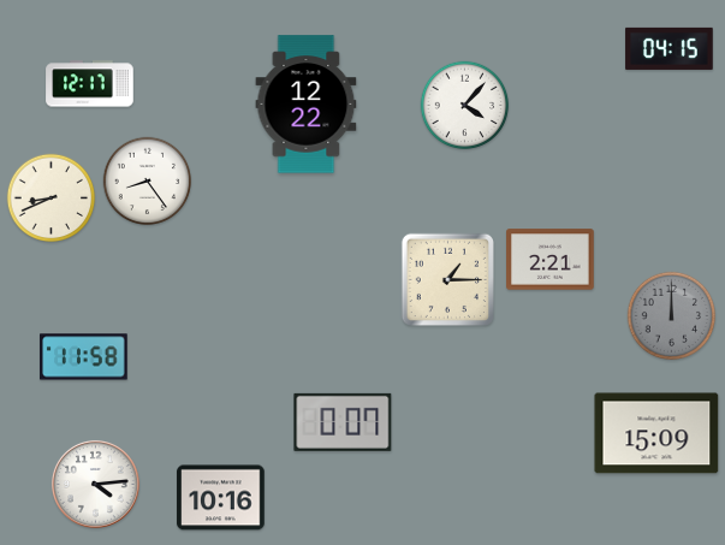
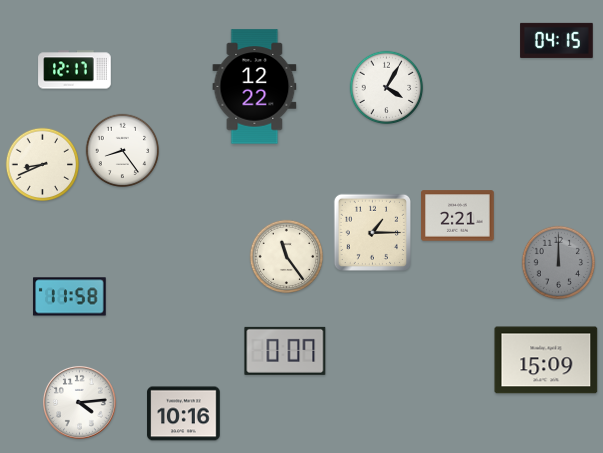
clock at (465, 106): 4:07 -> 4:05
clock at (287, 257): none -> 11:24
